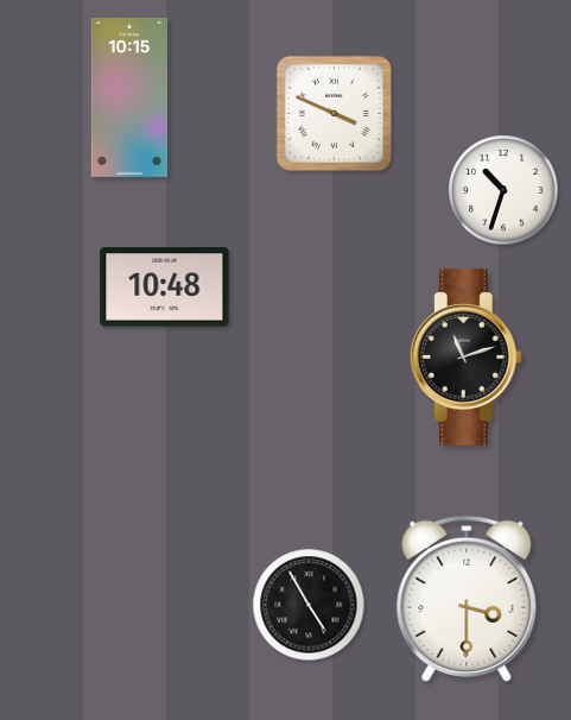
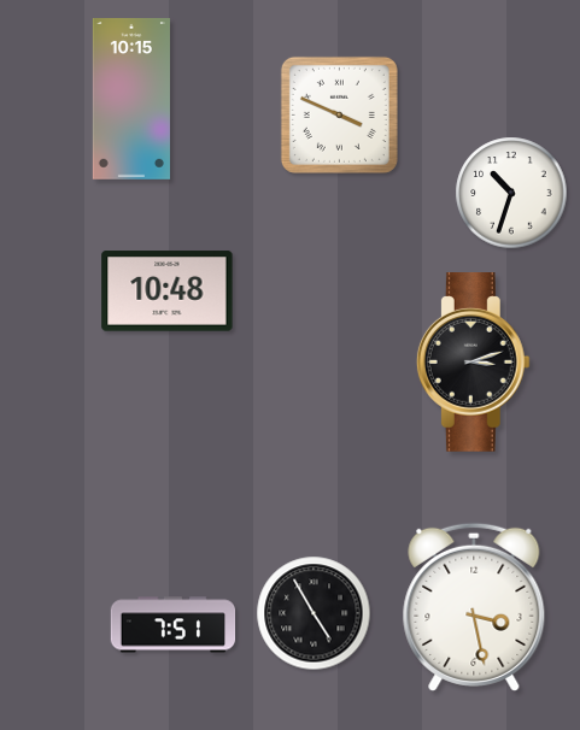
clock at (465, 358): 11:12 -> 3:12
clock at (467, 599): 3:30 -> 3:28
clock at (174, 625): none -> 7:51
